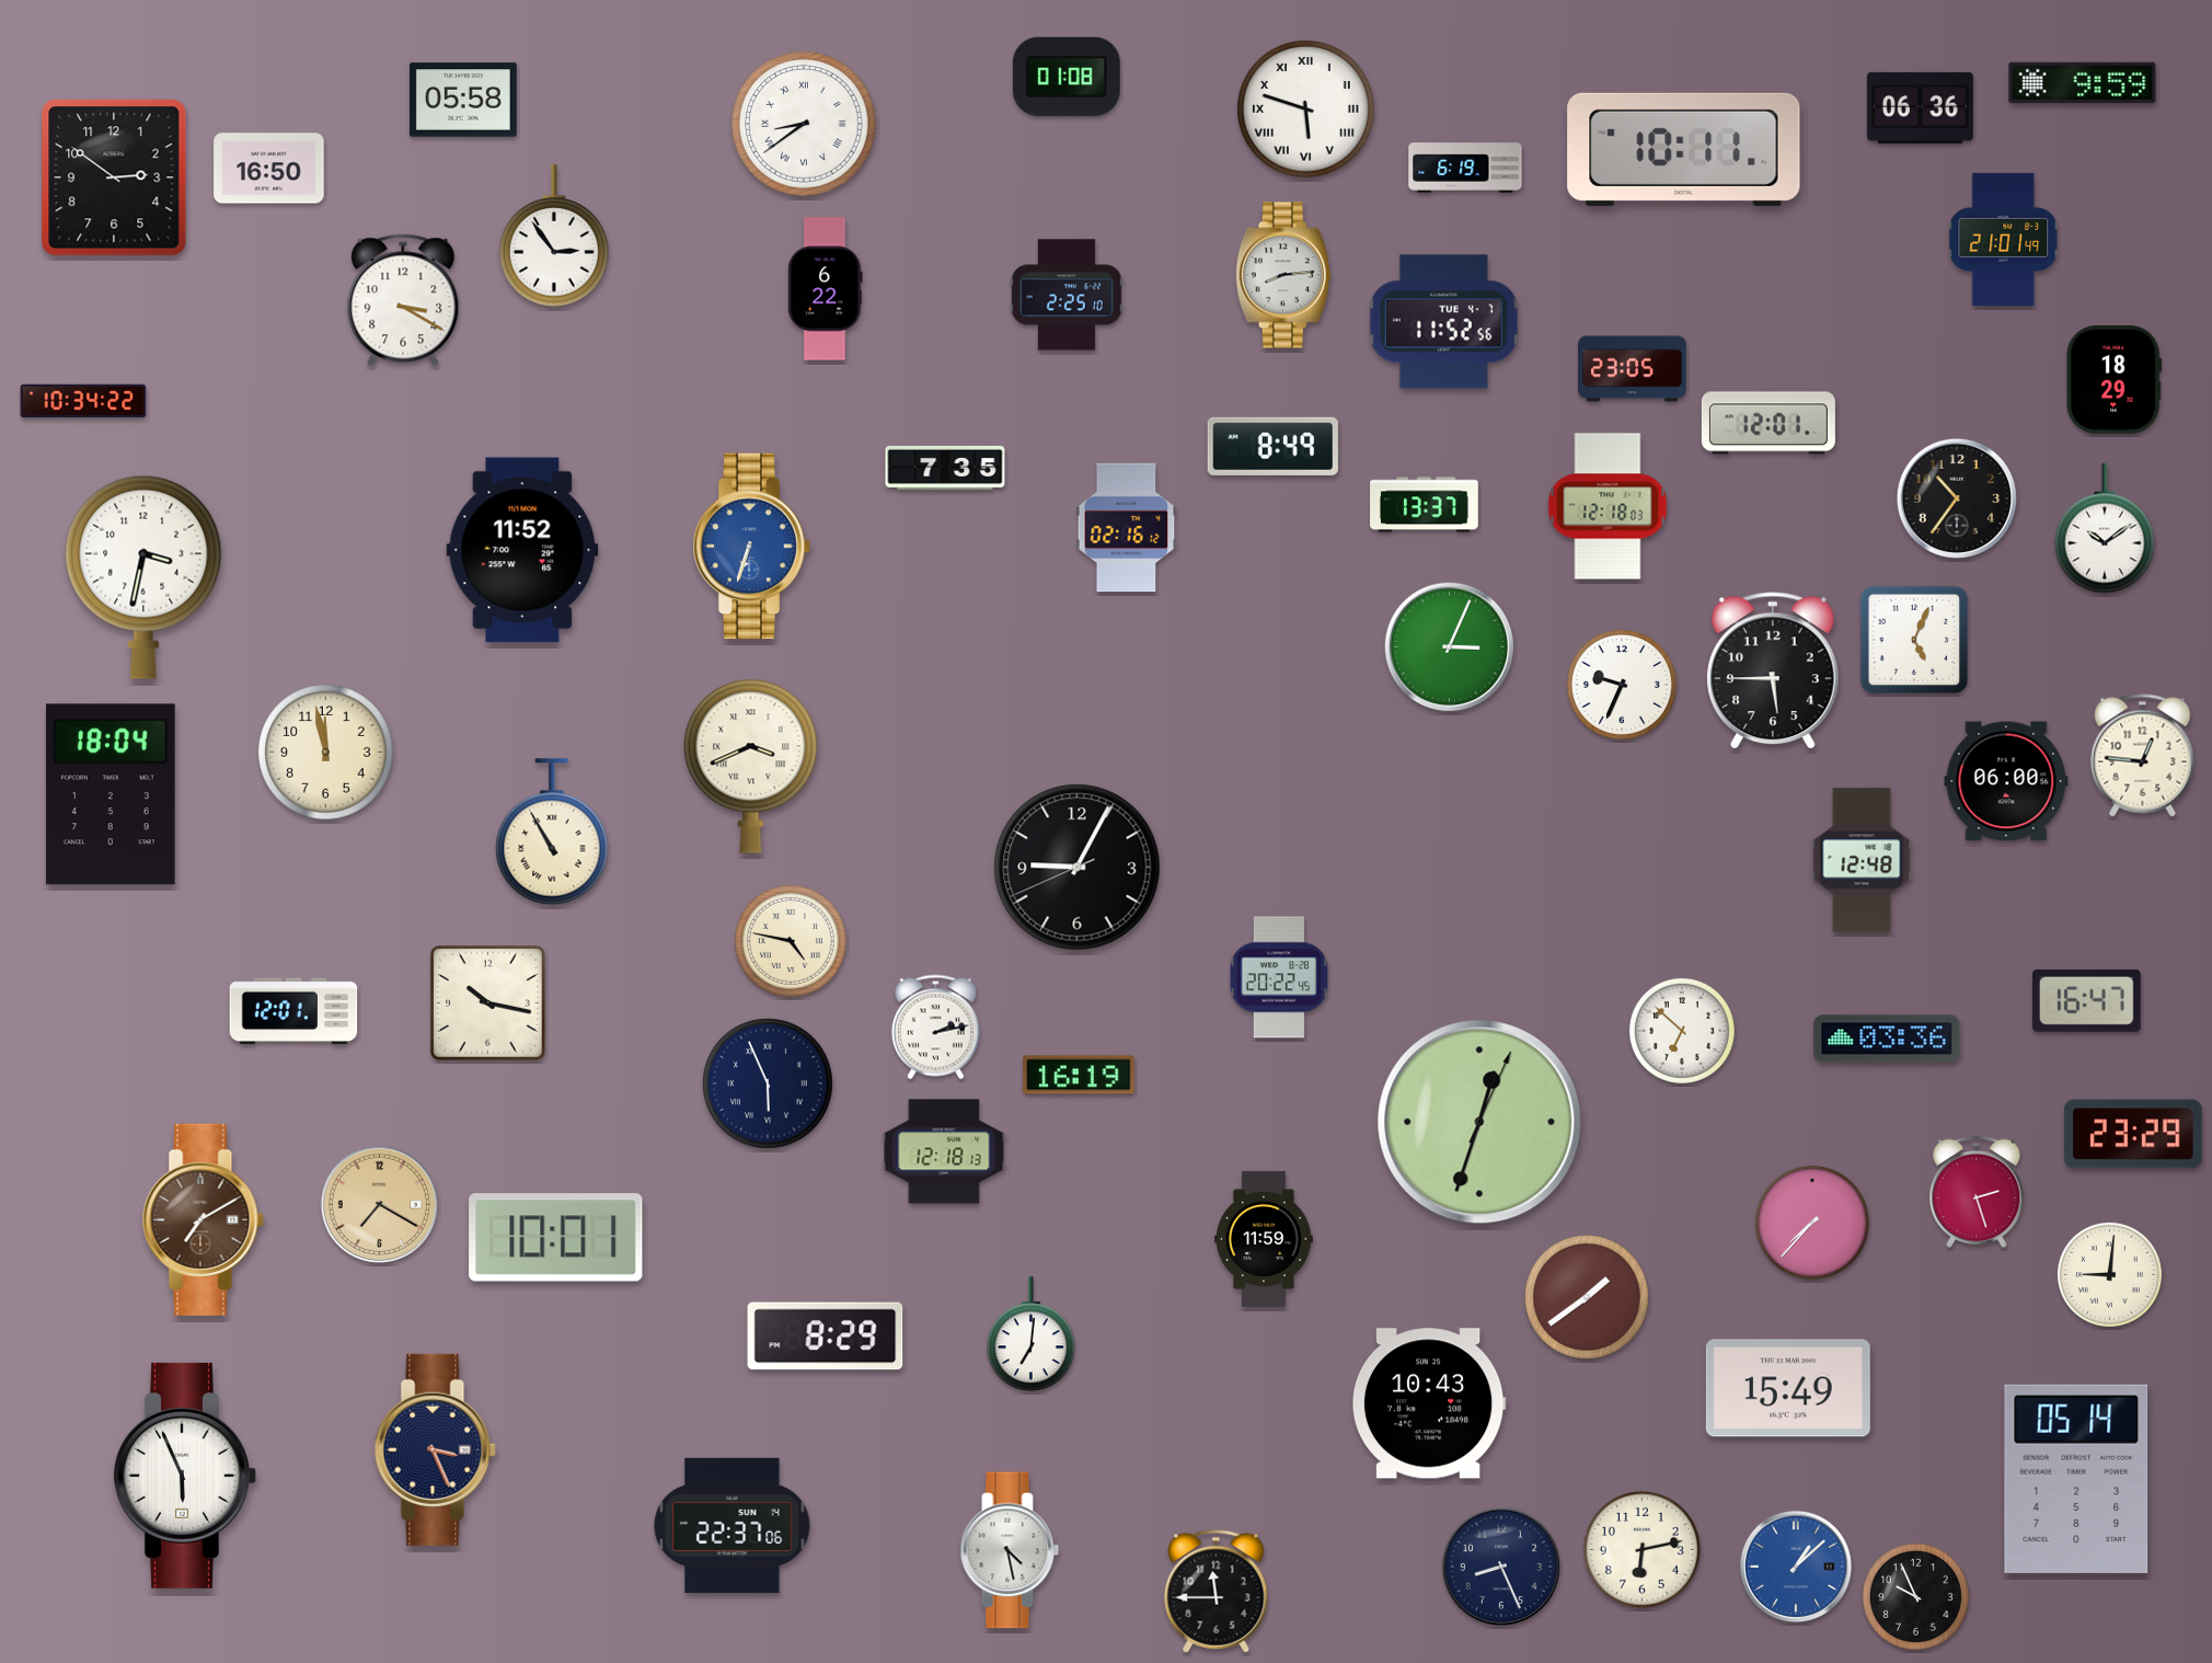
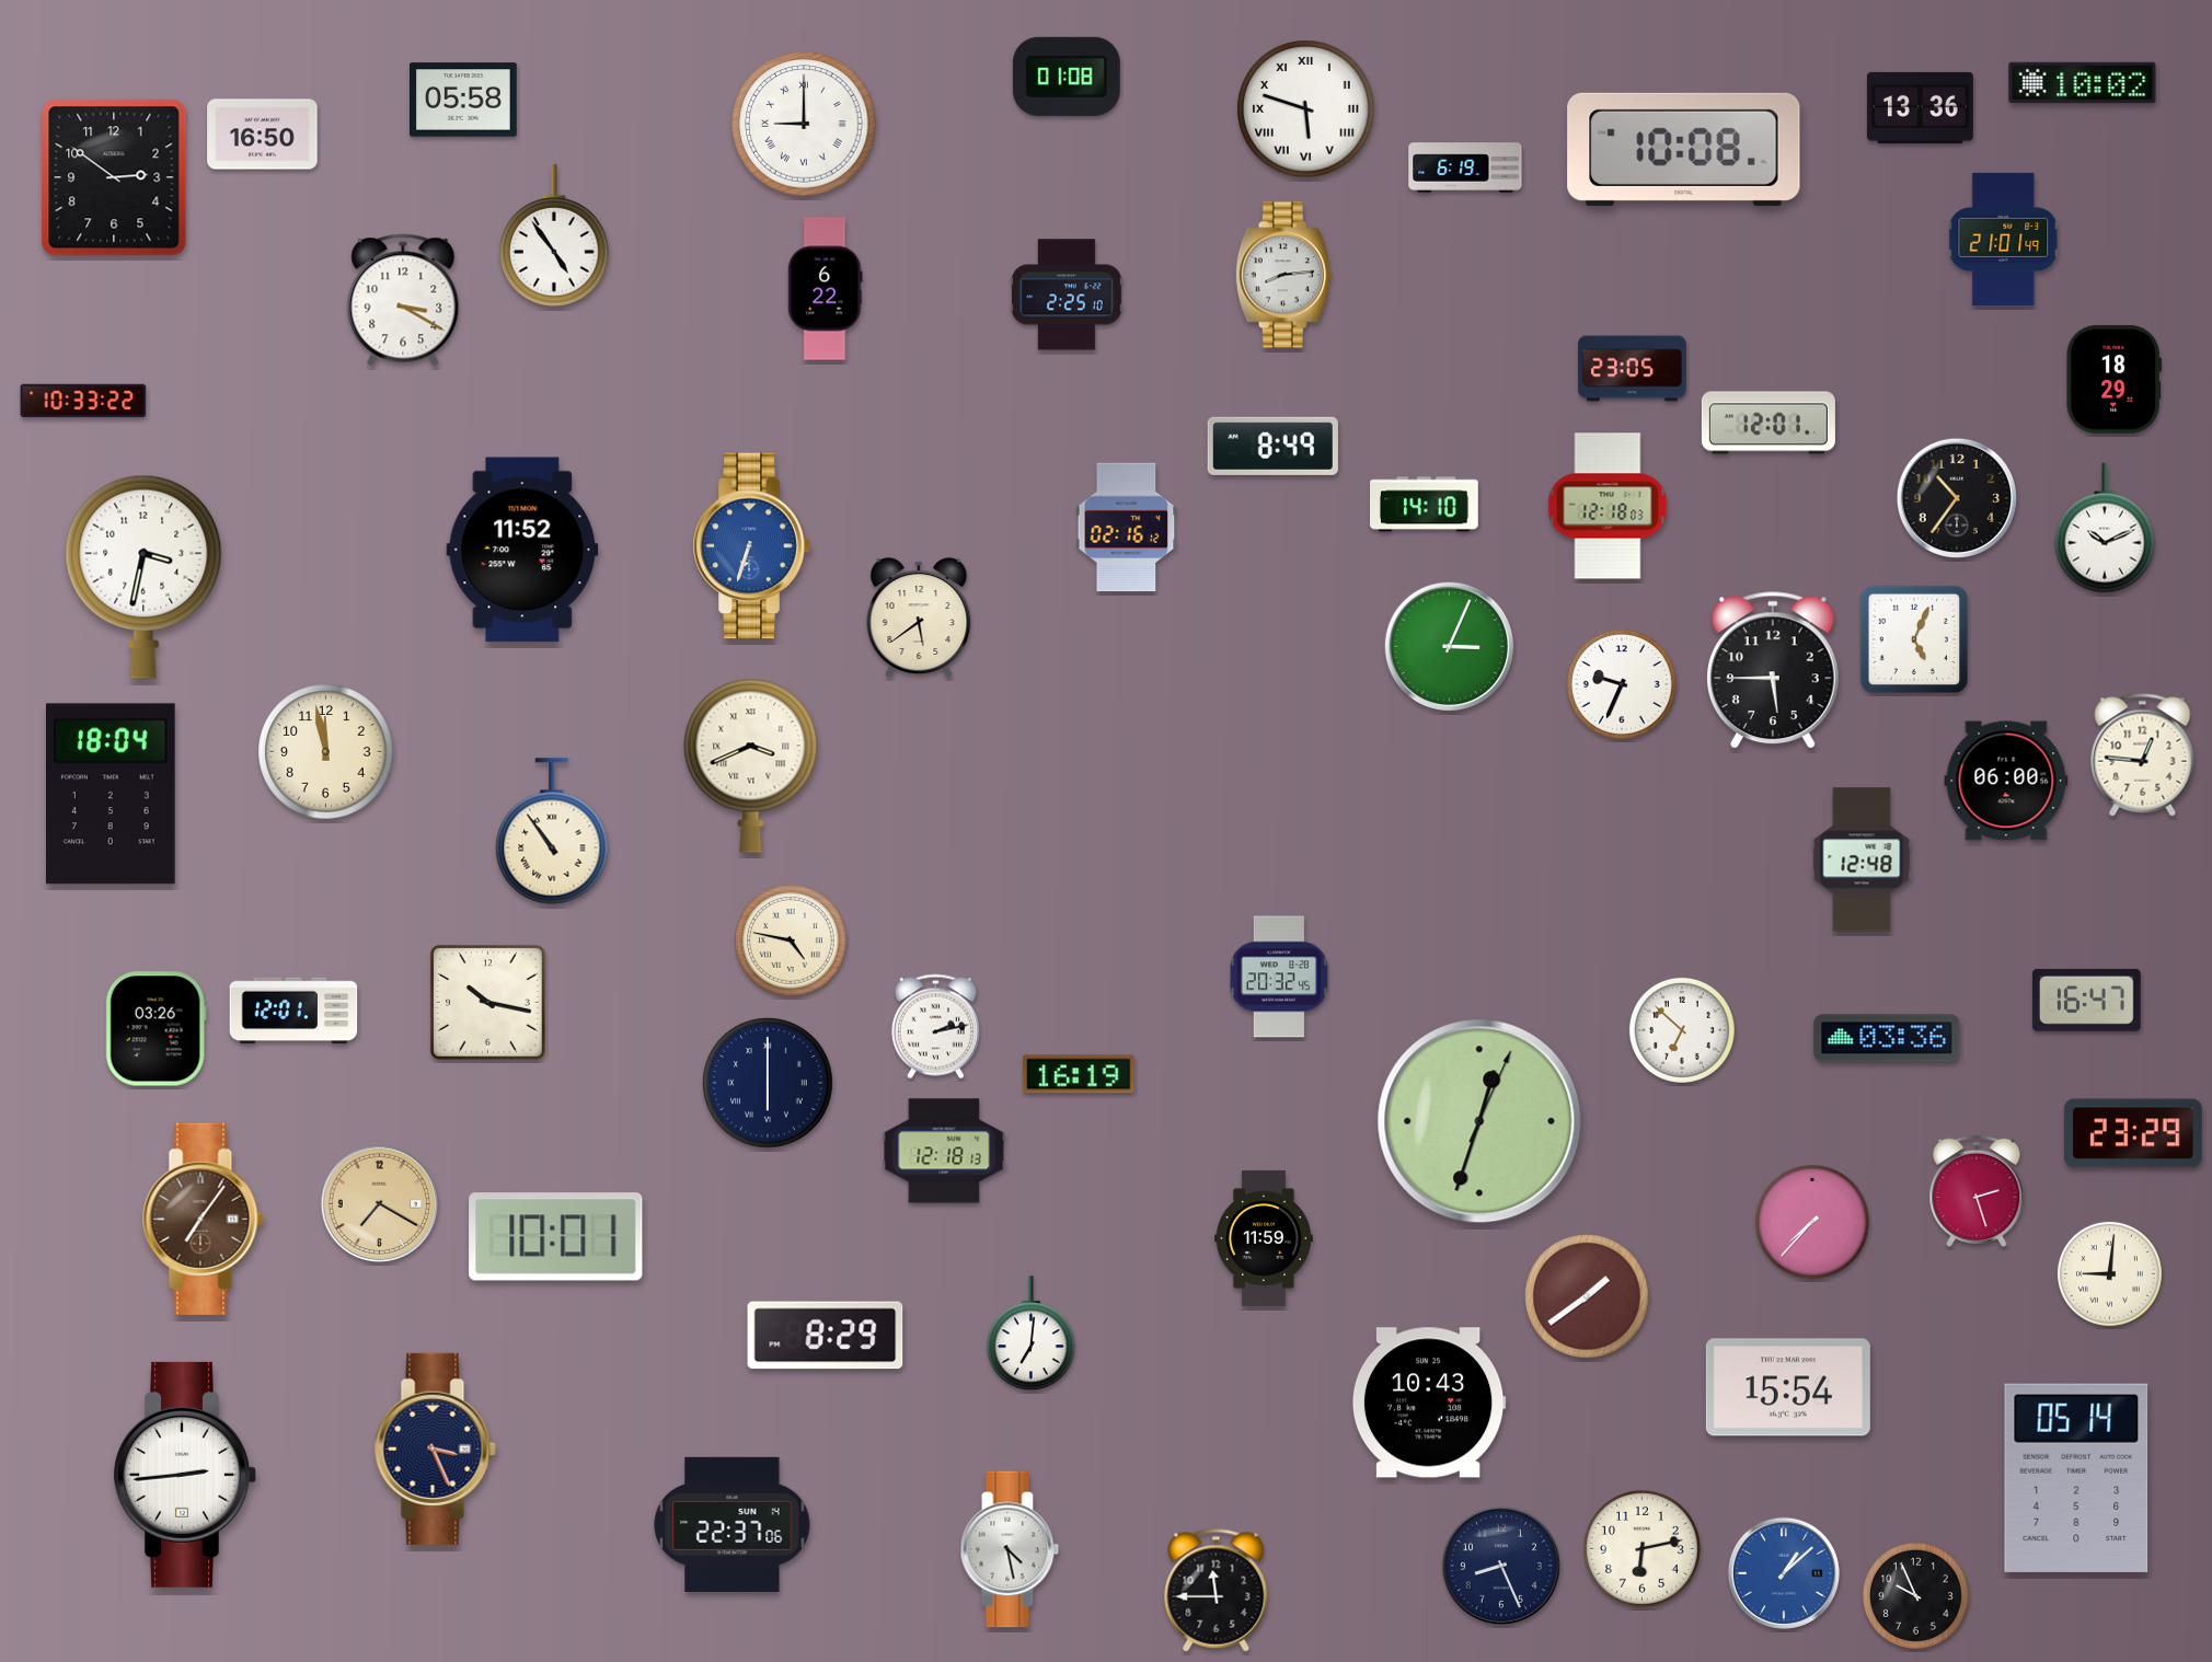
clock at (2083, 83): 9:59 -> 10:02
clock at (1920, 107): 06:36 -> 13:36
clock at (804, 124): 8:39 -> 9:00
clock at (1684, 149): 10:11 -> 10:08
clock at (269, 169) position: (269, 169) -> (263, 135)
clock at (554, 236): 2:54 -> 4:54
clock at (1443, 322): 11:52 -> none
clock at (83, 401): 10:34 -> 10:33
clock at (945, 468): 7:35 -> none
clock at (1425, 505): 13:37 -> 14:10
clock at (2106, 528): 10:09 -> 10:11
clock at (919, 618): none -> 5:39
clock at (552, 831): 10:55 -> 10:54
clock at (1078, 868): 9:04 -> none
clock at (1279, 977): 20:22 -> 20:32
clock at (155, 1029): none -> 03:26
clock at (768, 1083): 5:56 -> 6:00
clock at (203, 1219): 7:10 -> 7:06
clock at (1788, 1388): 15:49 -> 15:54
clock at (185, 1476): 5:56 -> 2:44
clock at (1796, 1567) position: (1796, 1567) -> (1784, 1573)
